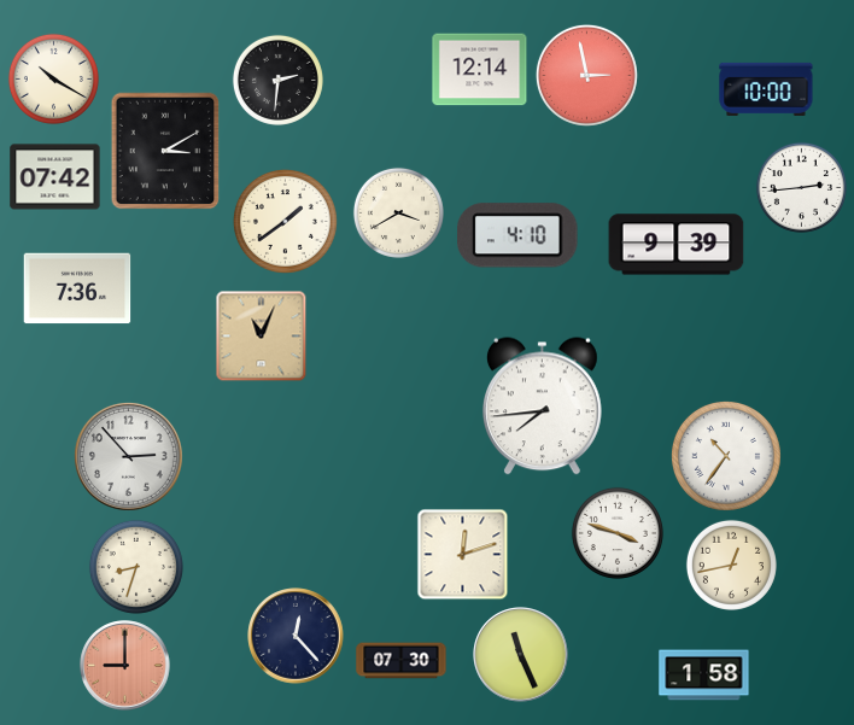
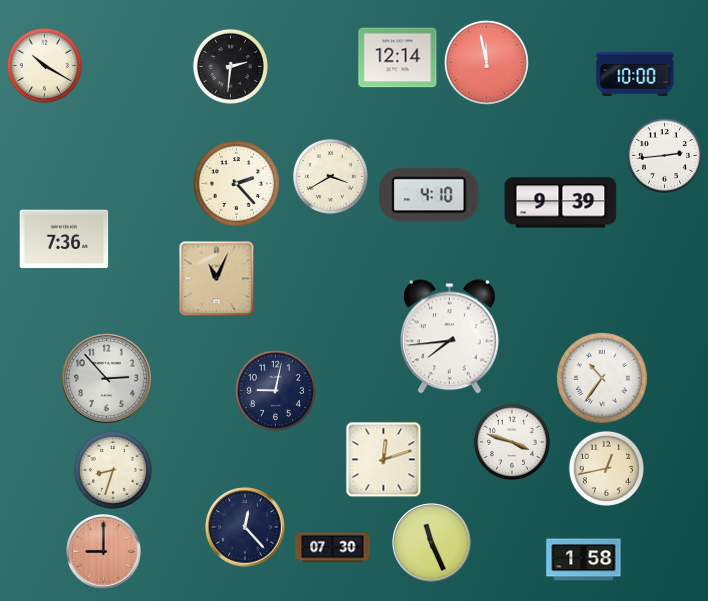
clock at (586, 75): 2:58 -> 11:58
clock at (165, 151): 3:10 -> none
clock at (55, 177): 07:42 -> none
clock at (285, 221): 1:39 -> 2:23
clock at (275, 390): none -> 9:02
